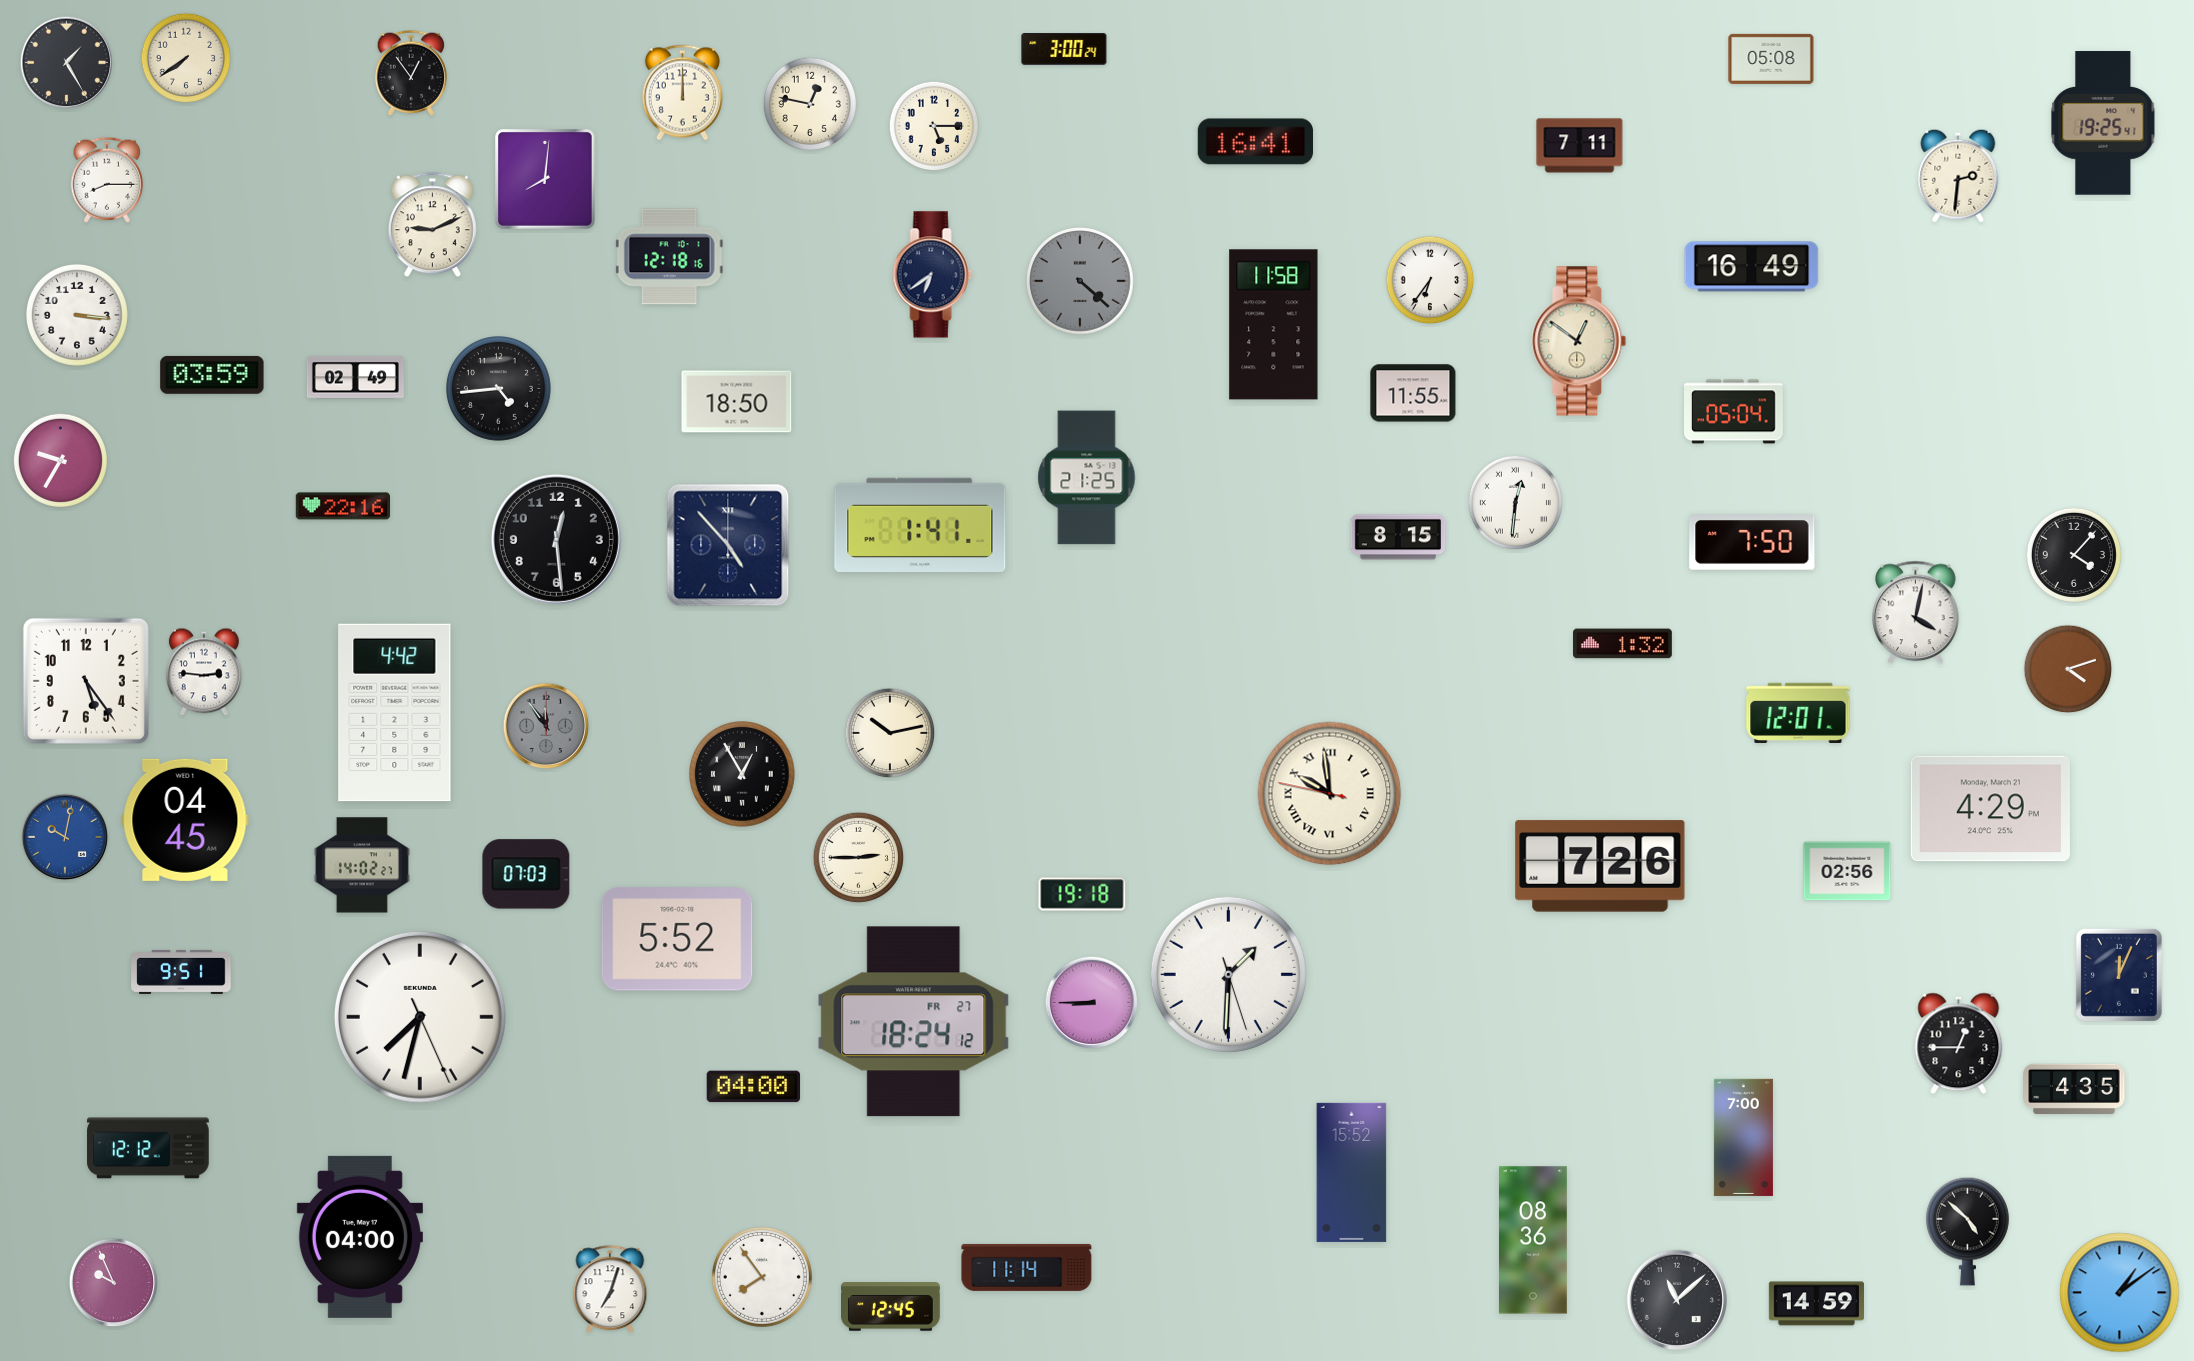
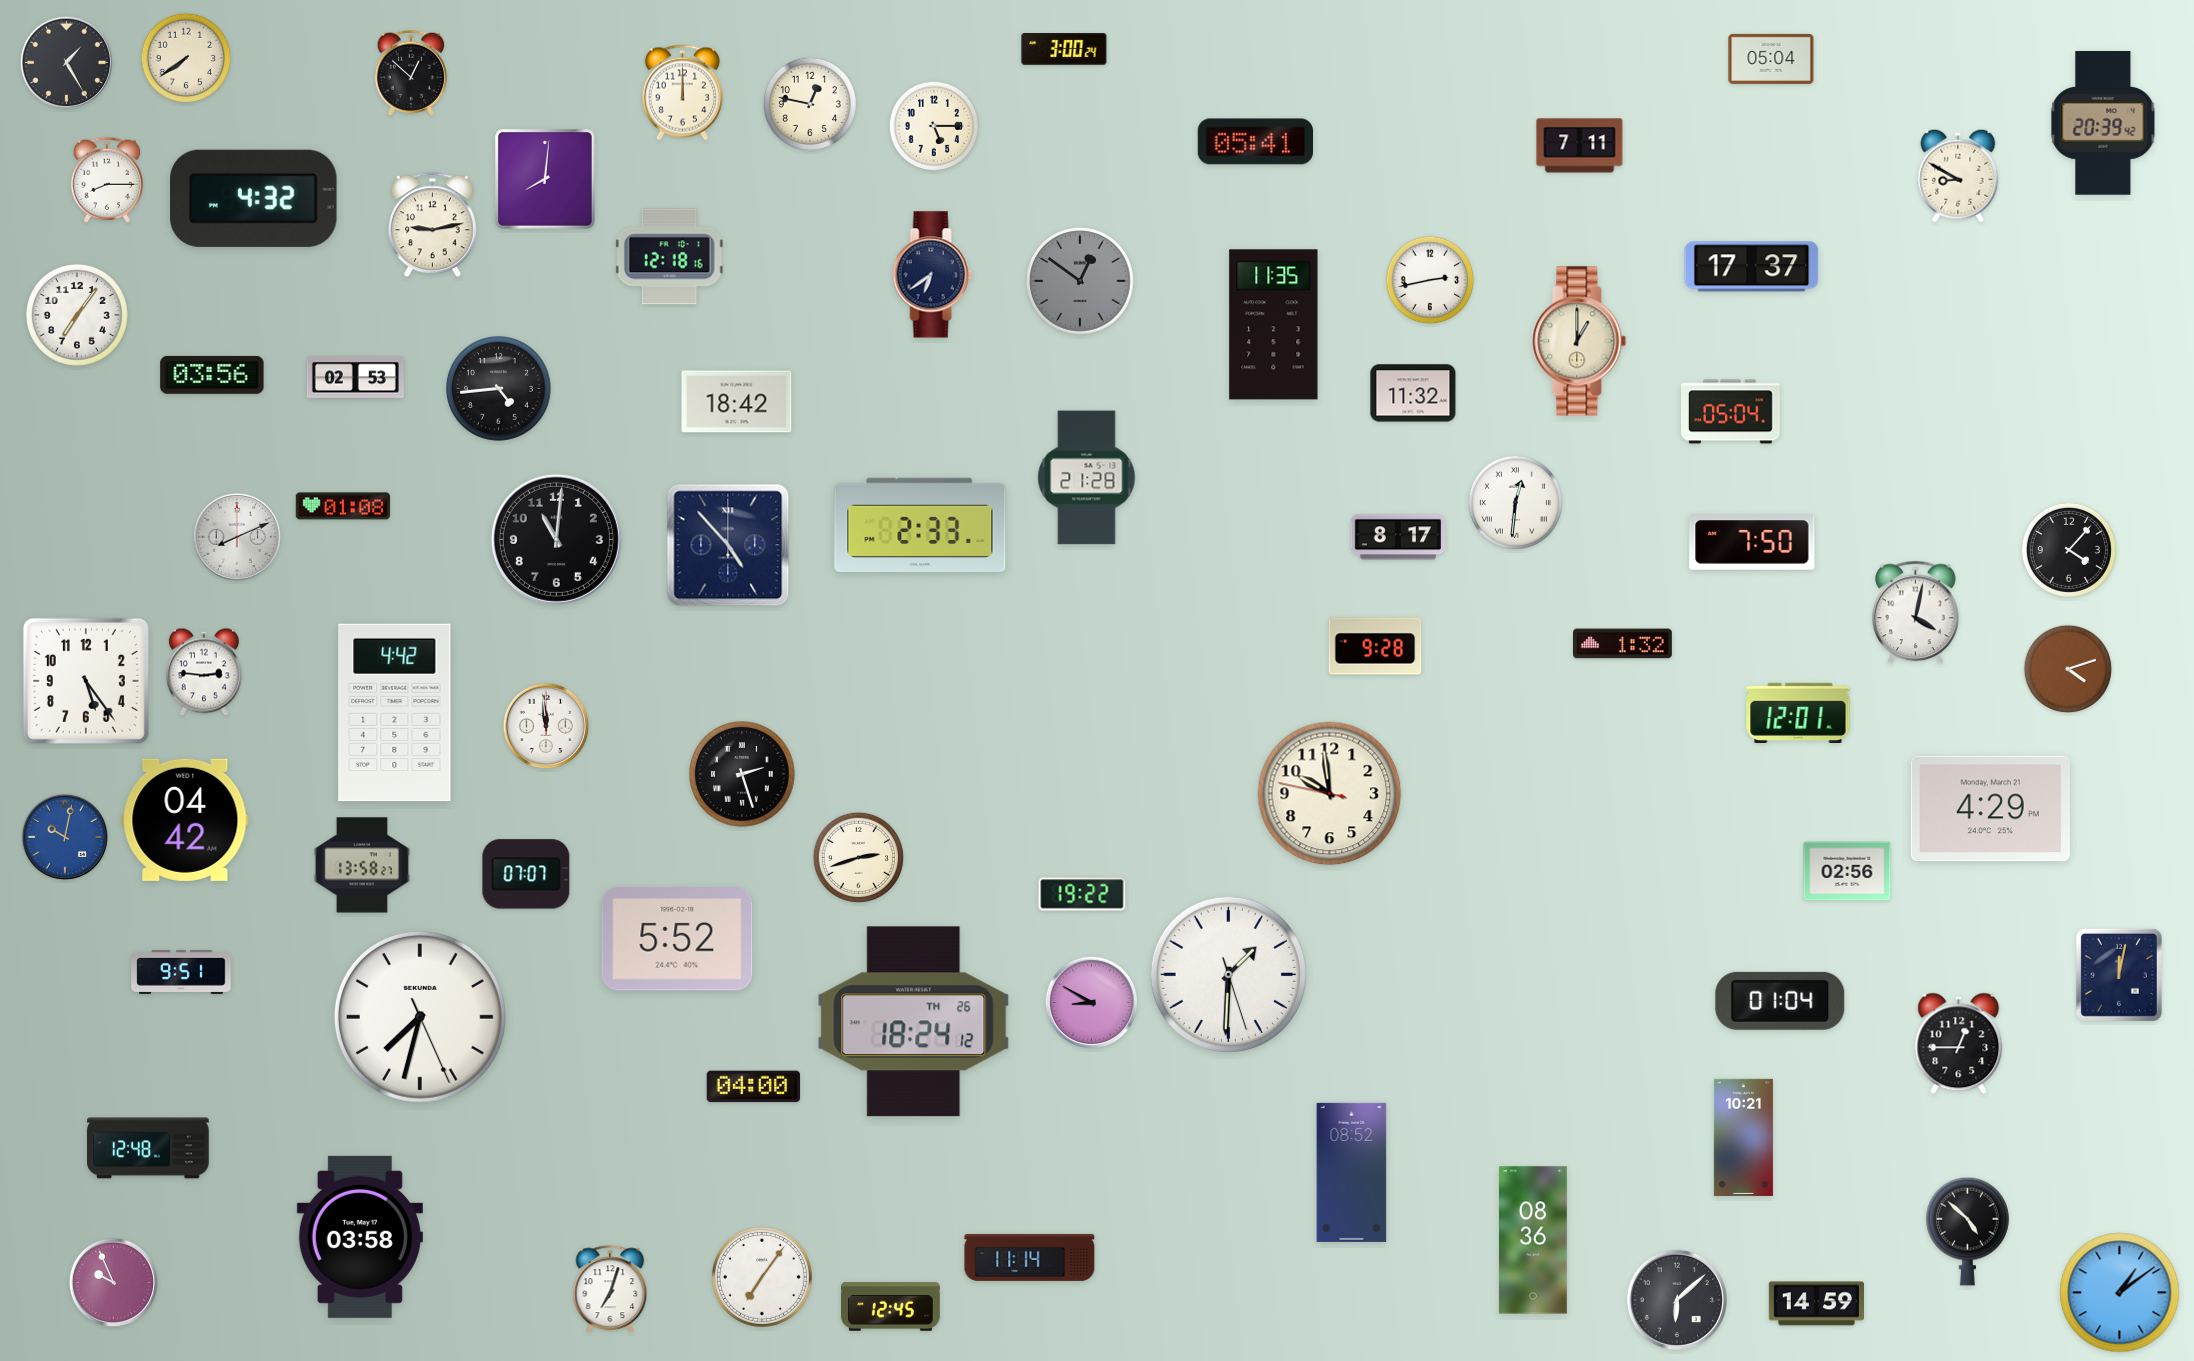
clock at (1771, 59): 05:08 -> 05:04
clock at (411, 73): 12:54 -> 12:52
clock at (2103, 123): 19:25 -> 20:39
clock at (1255, 142): 16:41 -> 05:41
clock at (1958, 176): 2:31 -> 8:50
clock at (254, 198): none -> 4:32
clock at (432, 225): 9:11 -> 9:13
clock at (1752, 267): 16:49 -> 17:37
clock at (1430, 280): 6:36 -> 2:43
clock at (1080, 281): 4:22 -> 12:51
clock at (77, 315): 3:16 -> 7:06
clock at (1274, 325): 11:58 -> 11:35
clock at (1579, 341): 12:51 -> 1:00
clock at (212, 375): 03:59 -> 03:56
clock at (355, 378): 02:49 -> 02:53
clock at (1413, 393): 11:55 -> 11:32
clock at (737, 402): 18:50 -> 18:42
clock at (1734, 412) position: (1734, 412) -> (1731, 412)
clock at (60, 460): 9:35 -> none
clock at (1087, 478): 21:25 -> 21:28
clock at (343, 506): 22:16 -> 01:08
clock at (920, 525): 1:41 -> 2:33
clock at (237, 537): none -> 8:11
clock at (1398, 537): 8:15 -> 8:17
clock at (556, 539): 12:29 -> 11:01
clock at (2074, 555) position: (2074, 555) -> (2069, 550)
clock at (1375, 646): none -> 9:28
clock at (546, 726): 11:54 -> 11:59
clock at (546, 726) dial: grey -> white
clock at (890, 733): 10:13 -> none
clock at (743, 775): 12:55 -> 2:27
clock at (1330, 794) numerals: Roman -> Arabic
clock at (185, 820): 04:45 -> 04:42
clock at (859, 858): 2:45 -> 2:42
clock at (362, 865): 14:02 -> 13:58
clock at (1600, 866): 7:26 -> none
clock at (526, 874): 07:03 -> 07:07
clock at (1082, 894): 19:18 -> 19:22
clock at (2119, 975): 12:04 -> 12:02
clock at (1780, 1001): none -> 01:04
clock at (1092, 1003): 8:45 -> 8:50
clock at (914, 1022) date: FR 27 -> TH 26
clock at (2074, 1088): 4:35 -> none
clock at (1743, 1137): 7:00 -> 10:21
clock at (148, 1148): 12:12 -> 12:48
clock at (1352, 1172): 15:52 -> 08:52
clock at (360, 1237): 04:00 -> 03:58
clock at (1027, 1267) position: (1027, 1267) -> (1030, 1257)
clock at (762, 1277): 7:54 -> 7:06
clock at (1677, 1300): 11:08 -> 6:08
